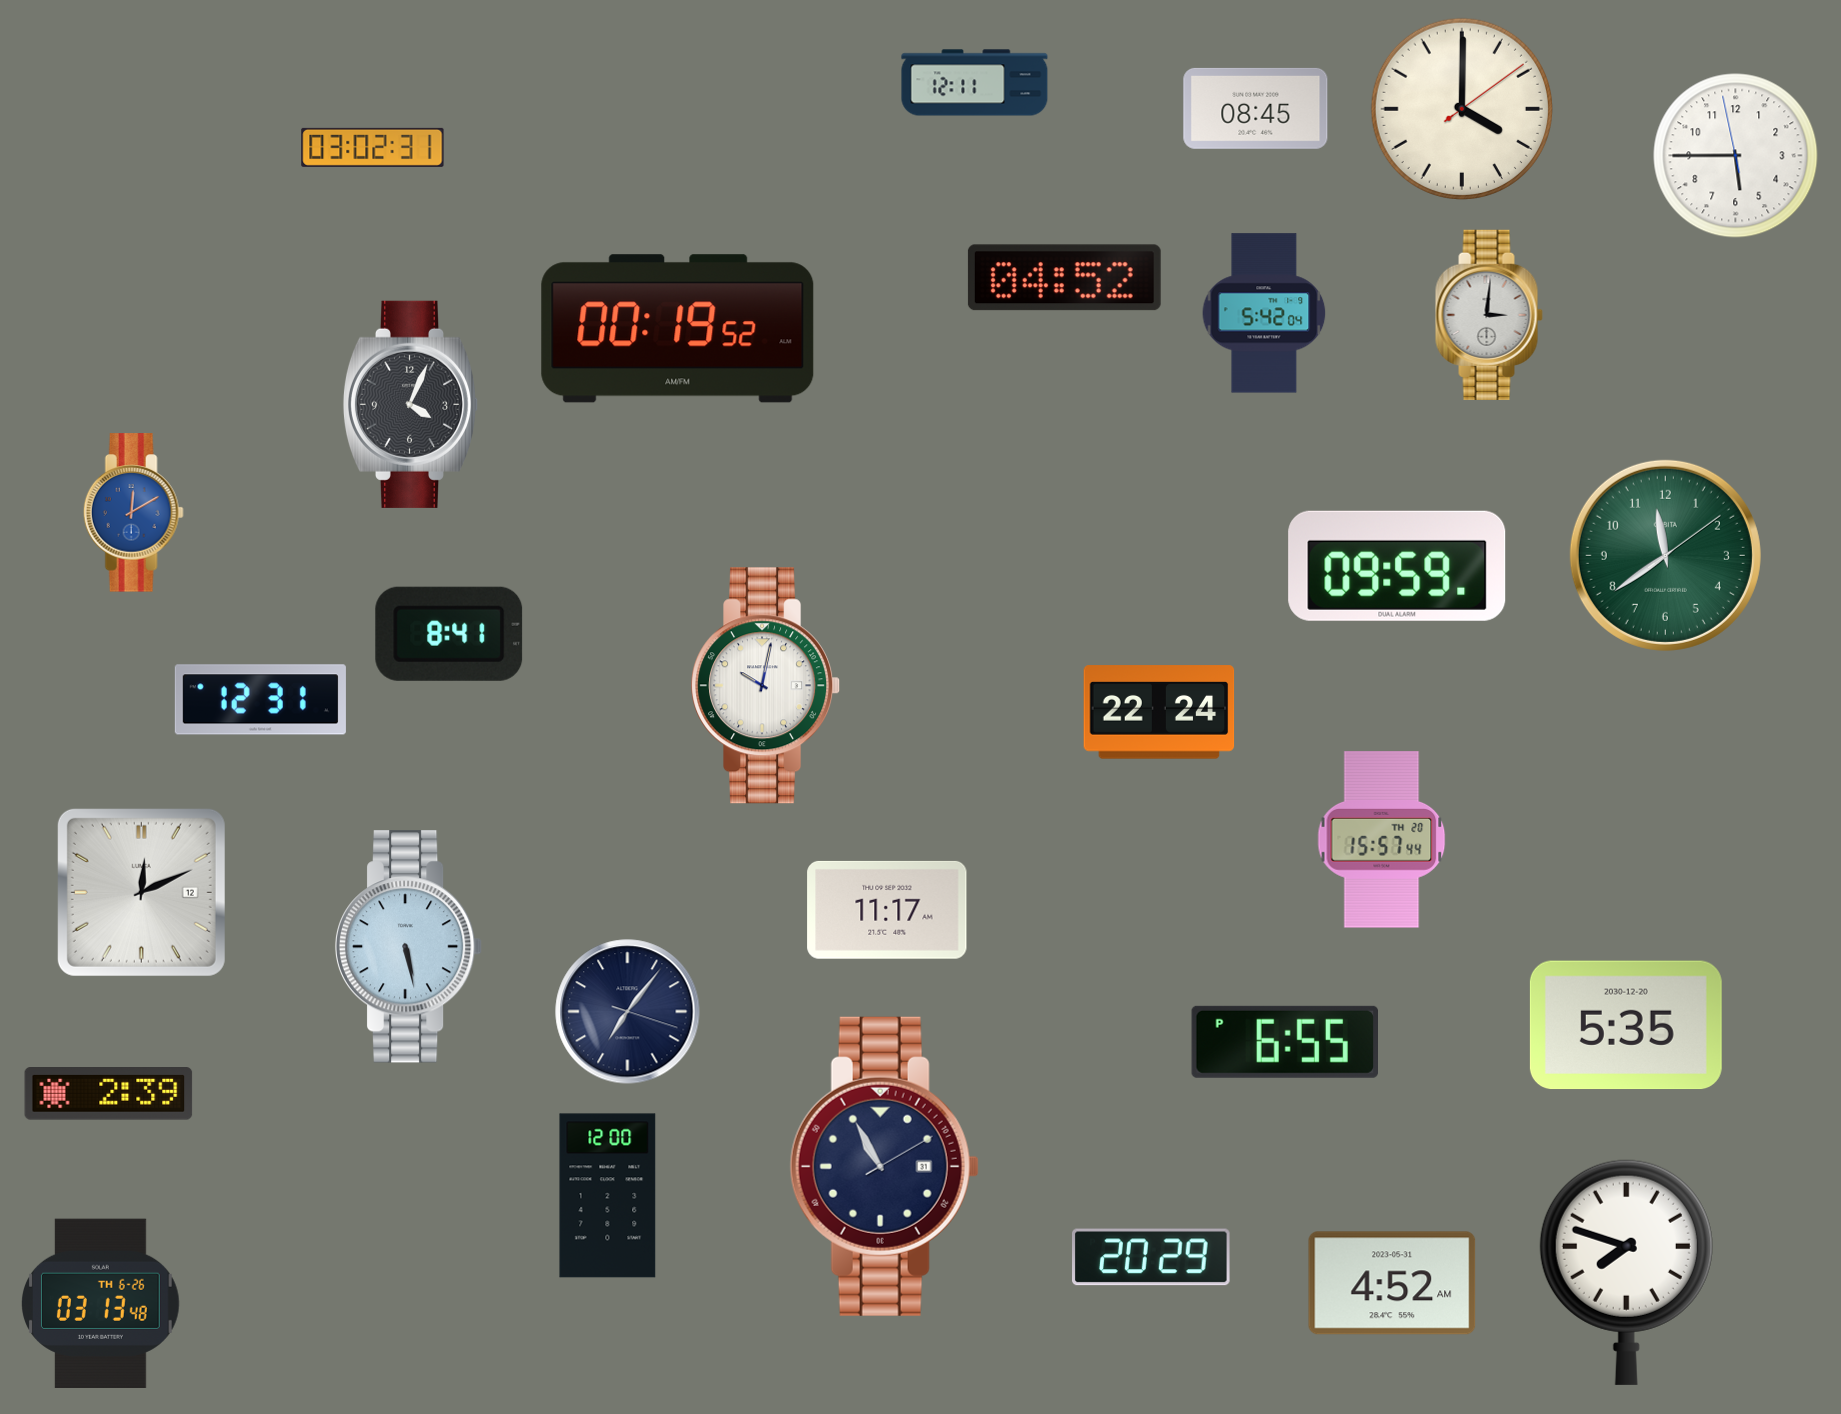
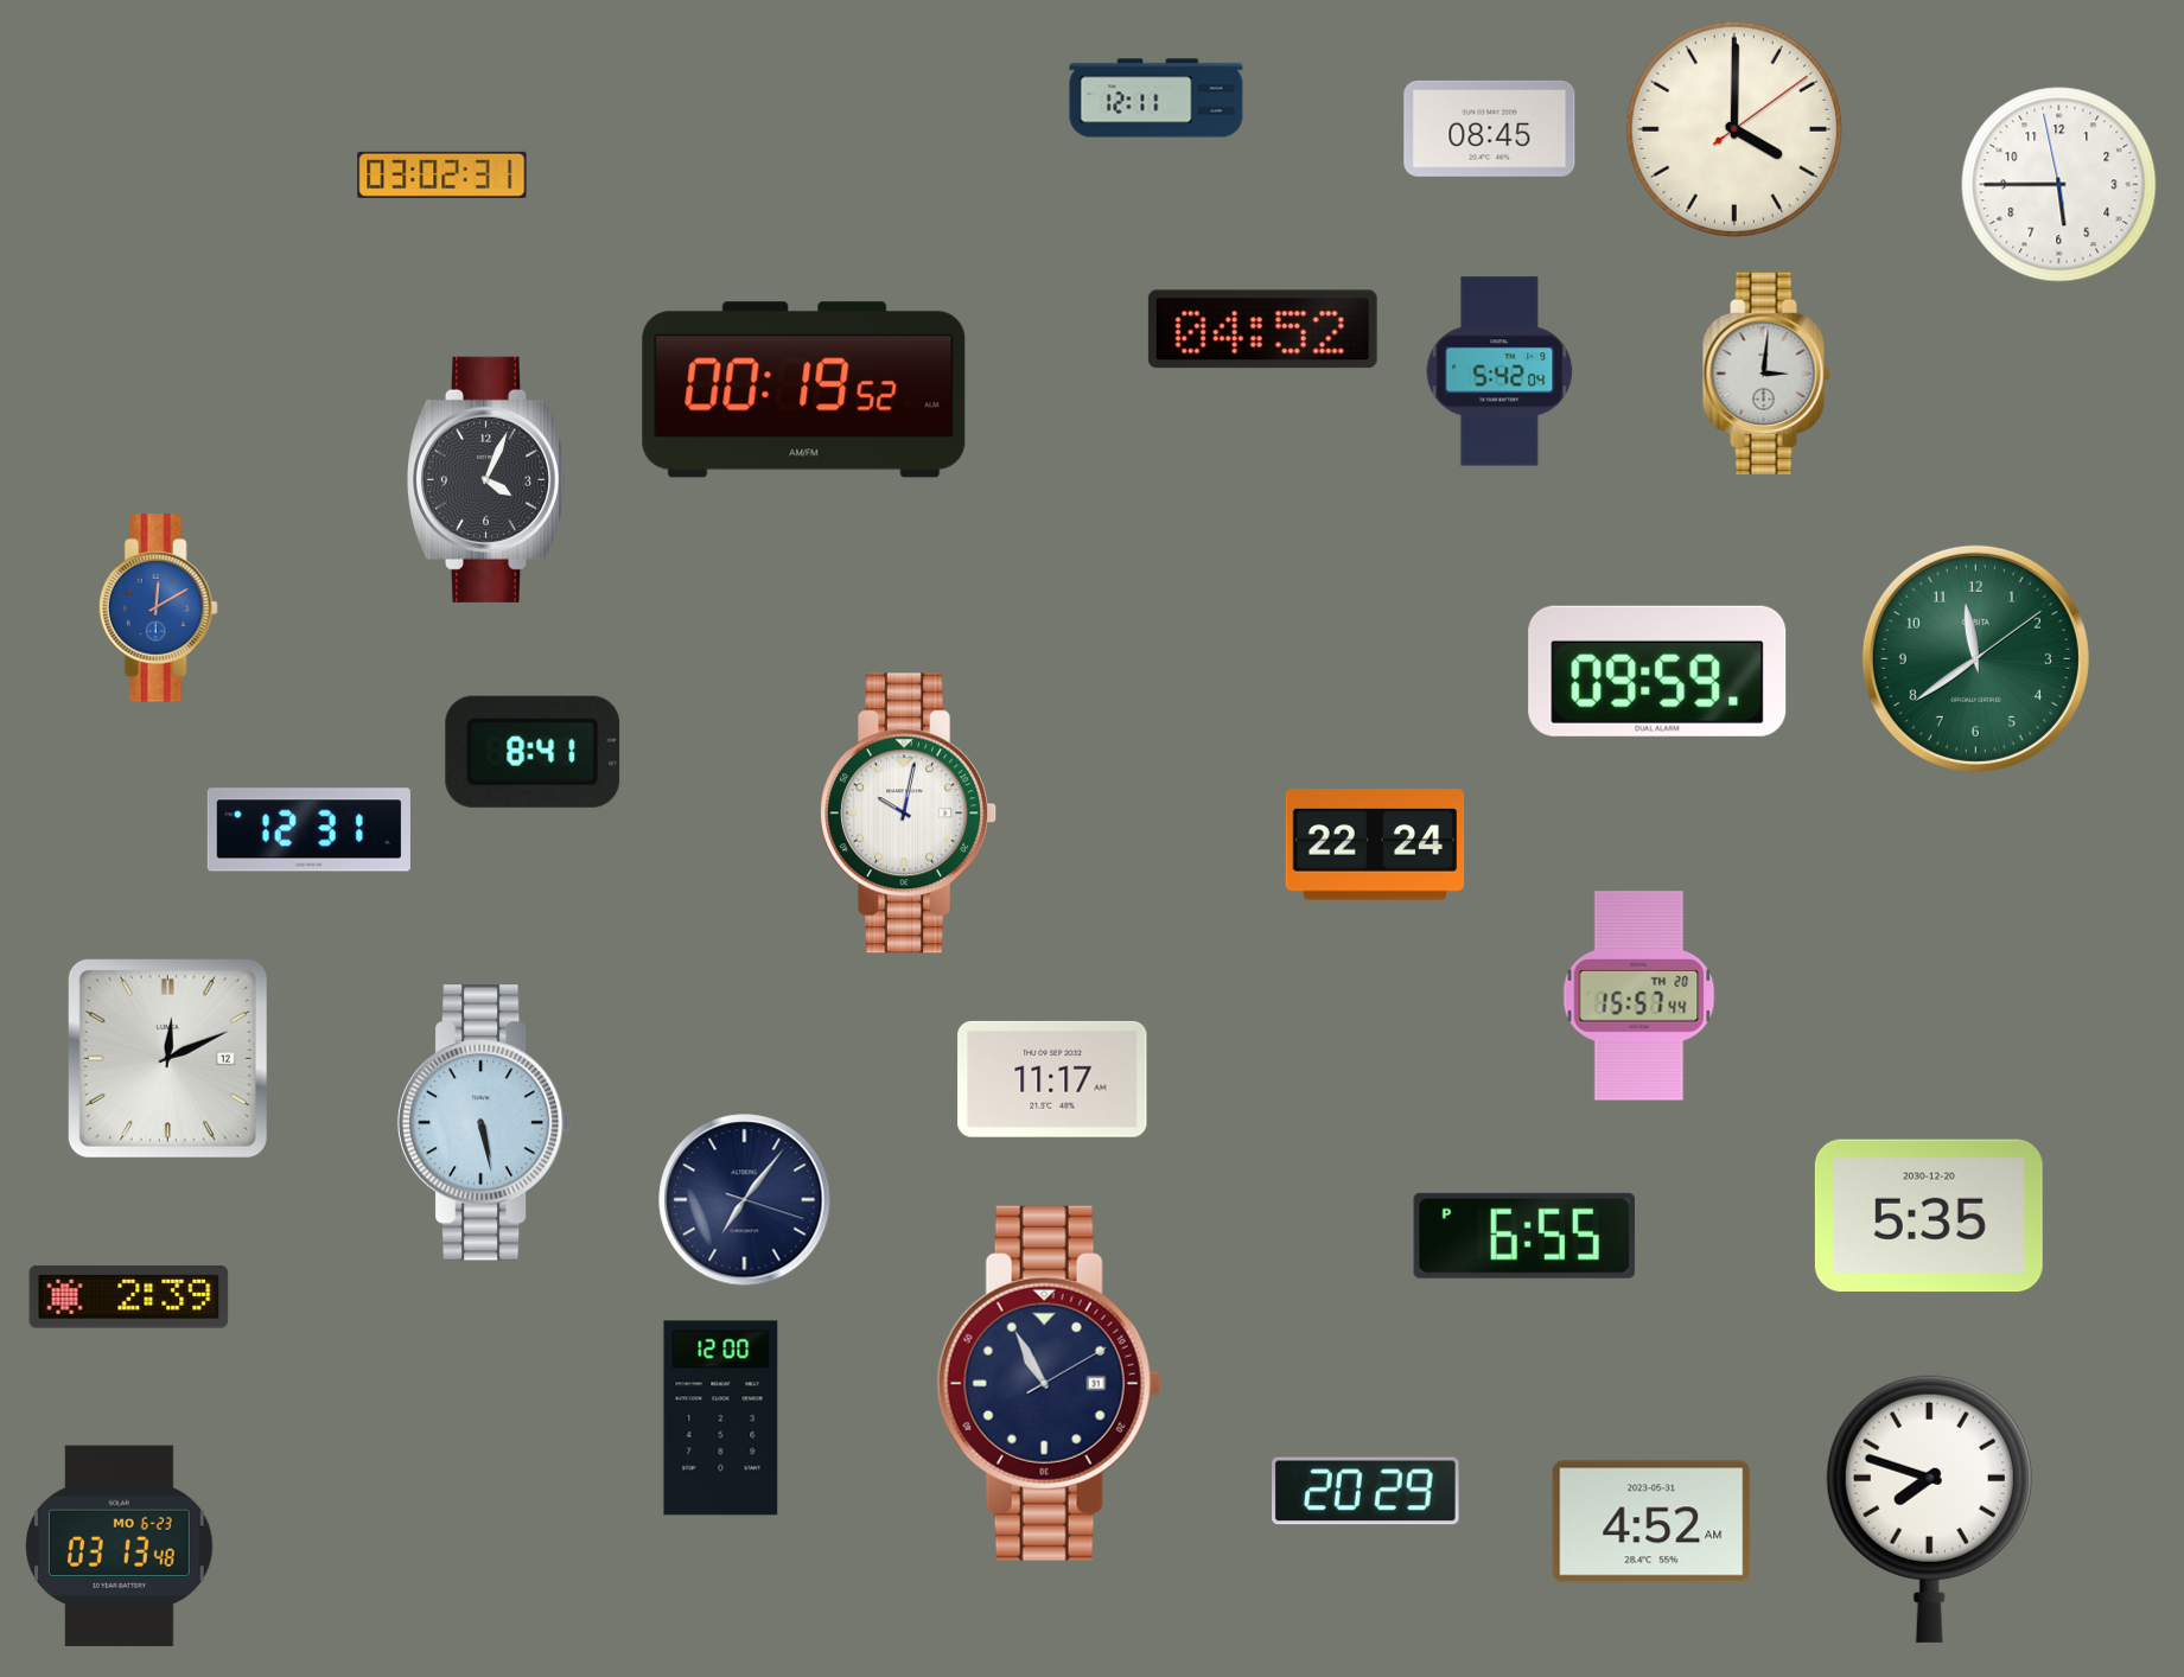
clock at (101, 1303) date: TH 6-26 -> MO 6-23
